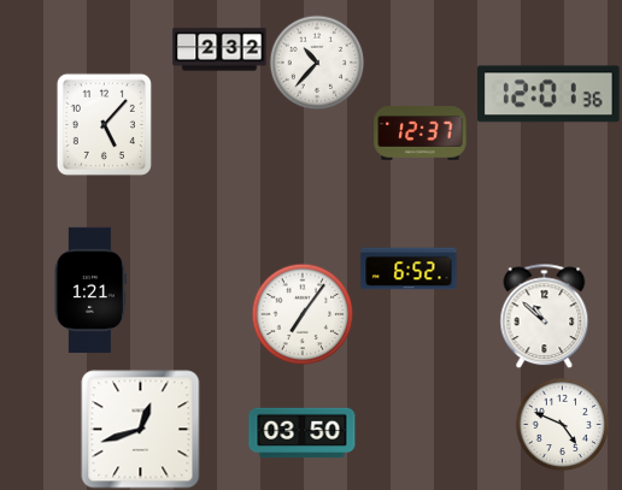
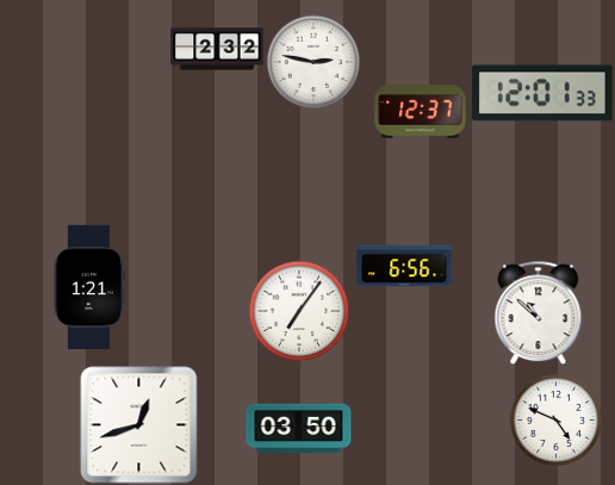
clock at (317, 63): 10:37 -> 2:47
clock at (548, 94): 12:01:36 -> 12:01:33
clock at (104, 124): 5:07 -> none
clock at (421, 134) position: (421, 134) -> (421, 112)
clock at (409, 268): 6:52 -> 6:56
